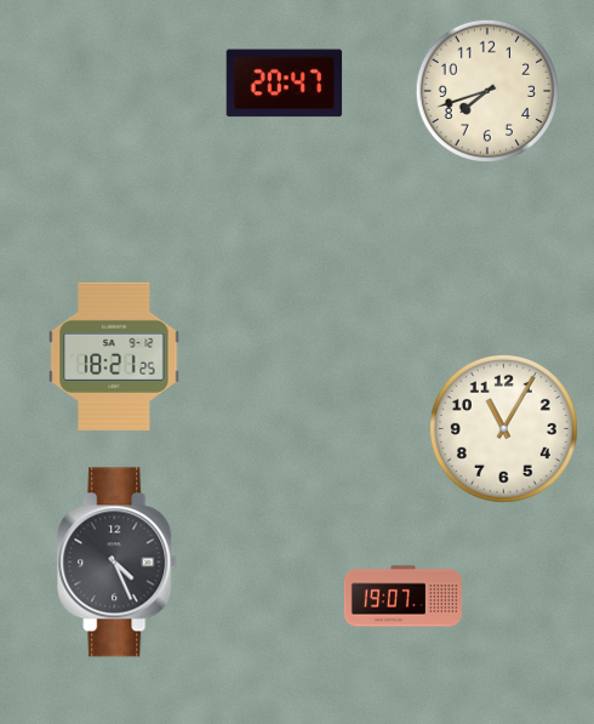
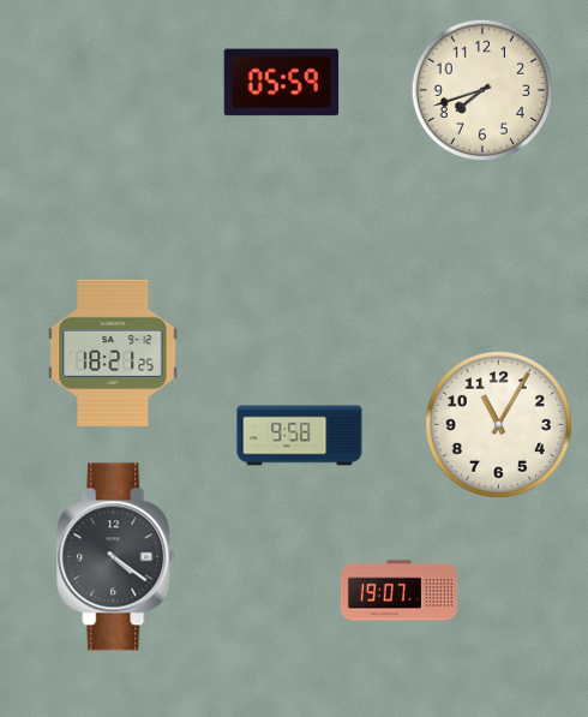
clock at (285, 84): 20:47 -> 05:59
clock at (300, 436): none -> 9:58
clock at (118, 563): 4:26 -> 4:21
